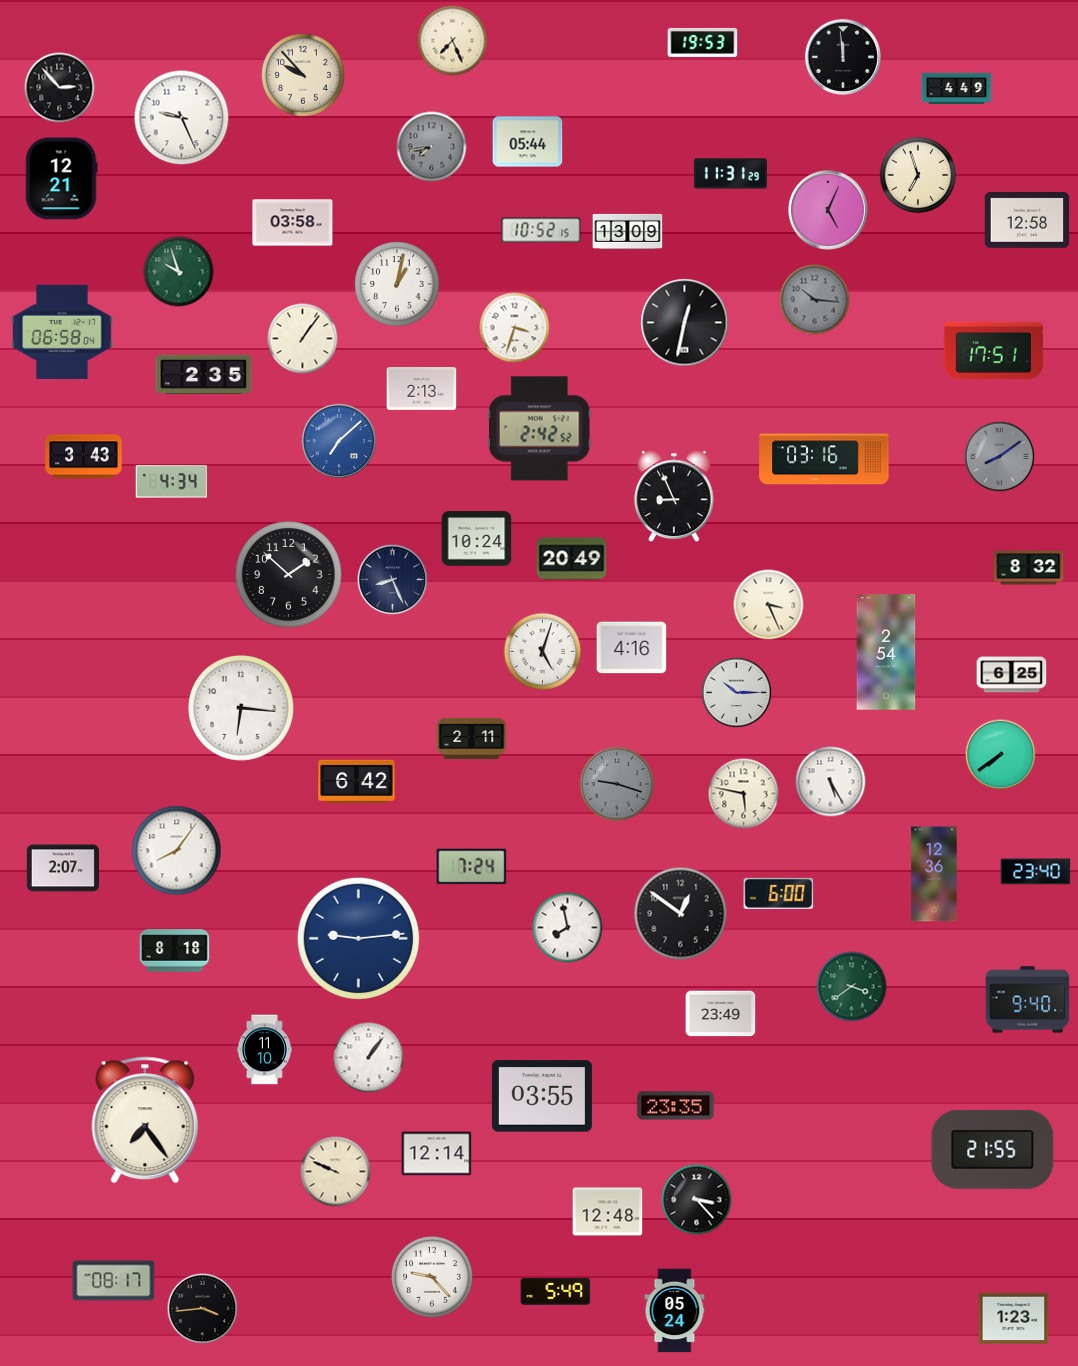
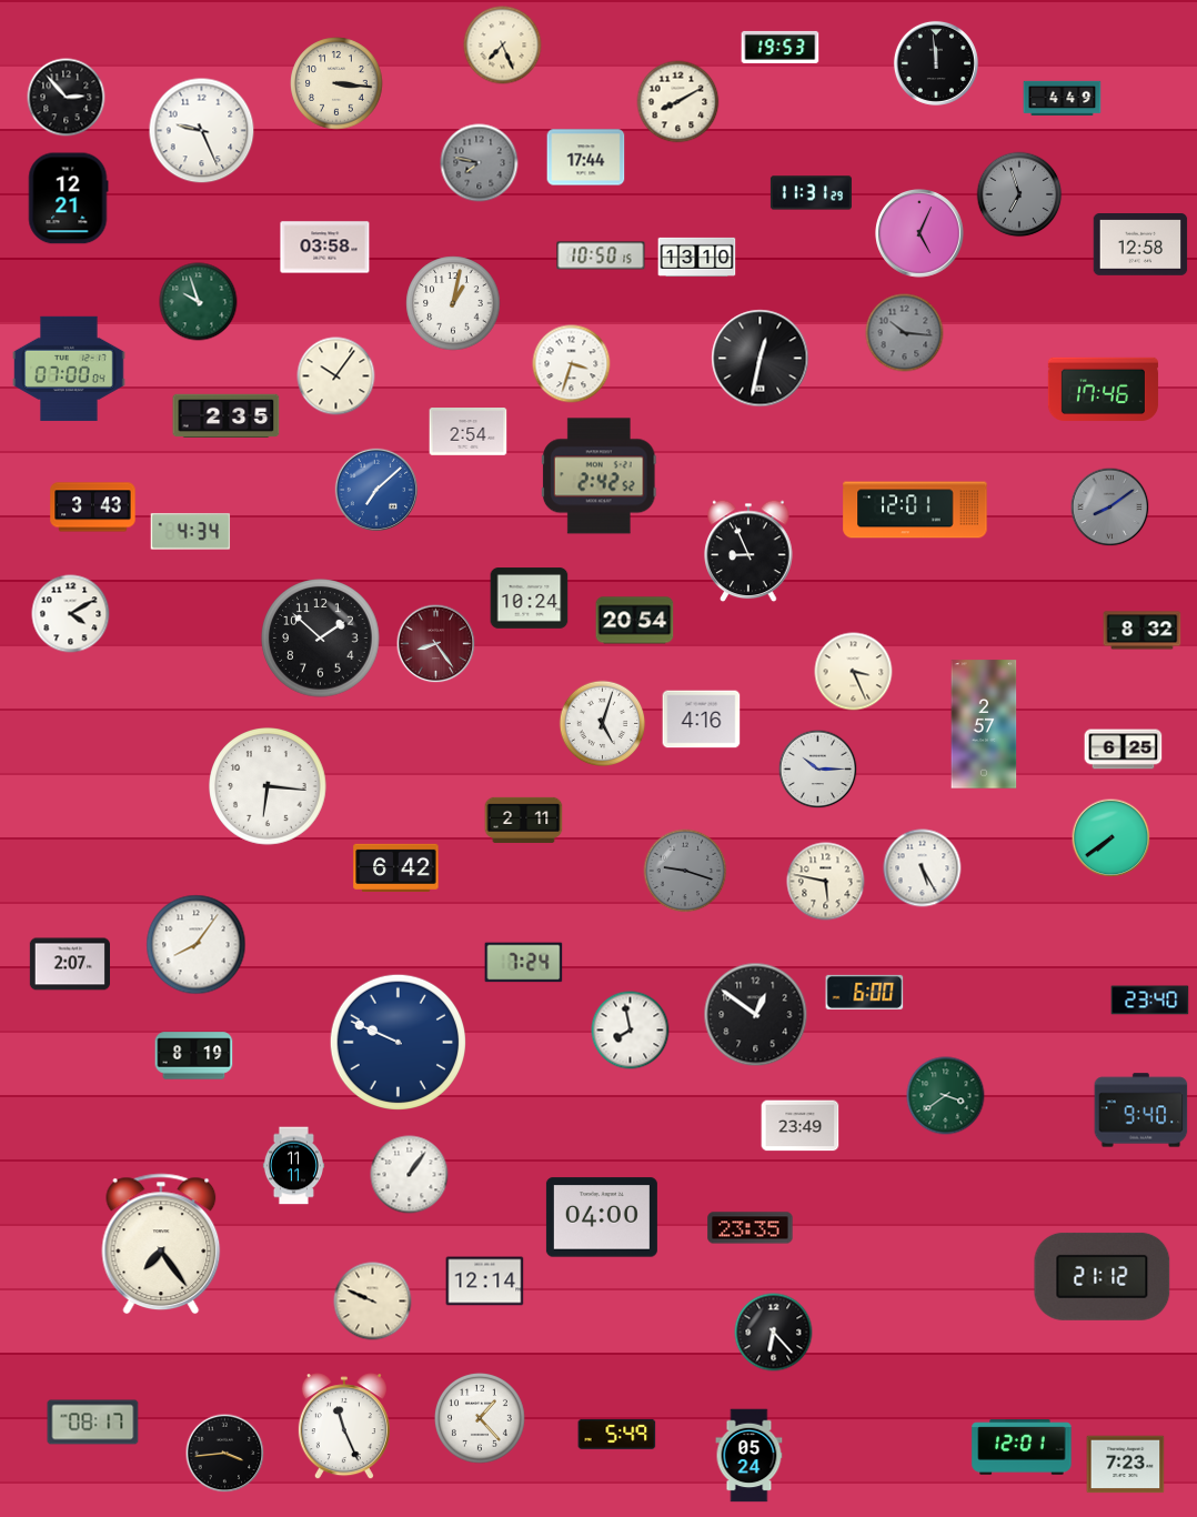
clock at (303, 75): 9:53 -> 3:16
clock at (678, 102): none -> 8:10
clock at (528, 142): 05:44 -> 17:44
clock at (432, 147): 7:43 -> 7:47
clock at (918, 175) dial: cream -> grey
clock at (541, 230): 10:52 -> 10:50
clock at (628, 231): 13:09 -> 13:10
clock at (397, 284) position: (397, 284) -> (453, 303)
clock at (62, 332): 06:58 -> 07:00
clock at (303, 339): 1:06 -> 10:06
clock at (993, 350): 17:51 -> 17:46
clock at (422, 389): 2:13 -> 2:54
clock at (824, 459): 03:16 -> 12:01
clock at (172, 482) position: (172, 482) -> (191, 532)
clock at (71, 614): none -> 4:10
clock at (572, 559): 20:49 -> 20:54
clock at (393, 580): 8:26 -> 8:24
clock at (393, 580) dial: navy -> burgundy
clock at (886, 652): 2:54 -> 2:57
clock at (1036, 872) position: (1036, 872) -> (1150, 1001)
clock at (934, 874): 12:36 -> none
clock at (358, 938): 9:14 -> 9:49
clock at (175, 951): 8:18 -> 8:19
clock at (264, 1050): 11:10 -> 11:11
clock at (542, 1096): 03:55 -> 04:00
clock at (993, 1149): 21:55 -> 21:12
clock at (697, 1200): 3:23 -> 6:23
clock at (608, 1212): 12:48 -> none
clock at (432, 1277): 9:23 -> 1:23
clock at (114, 1281) position: (114, 1281) -> (93, 1423)
clock at (344, 1427): none -> 11:26
clock at (1022, 1447): none -> 12:01
clock at (1014, 1319): 1:23 -> 7:23
